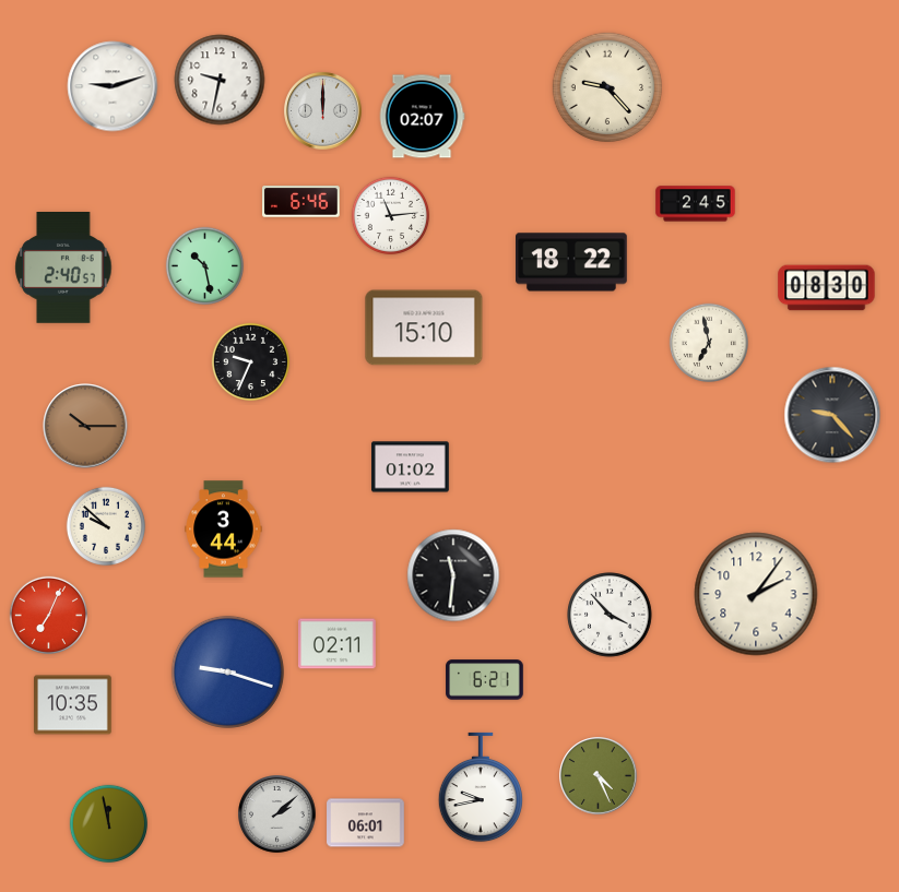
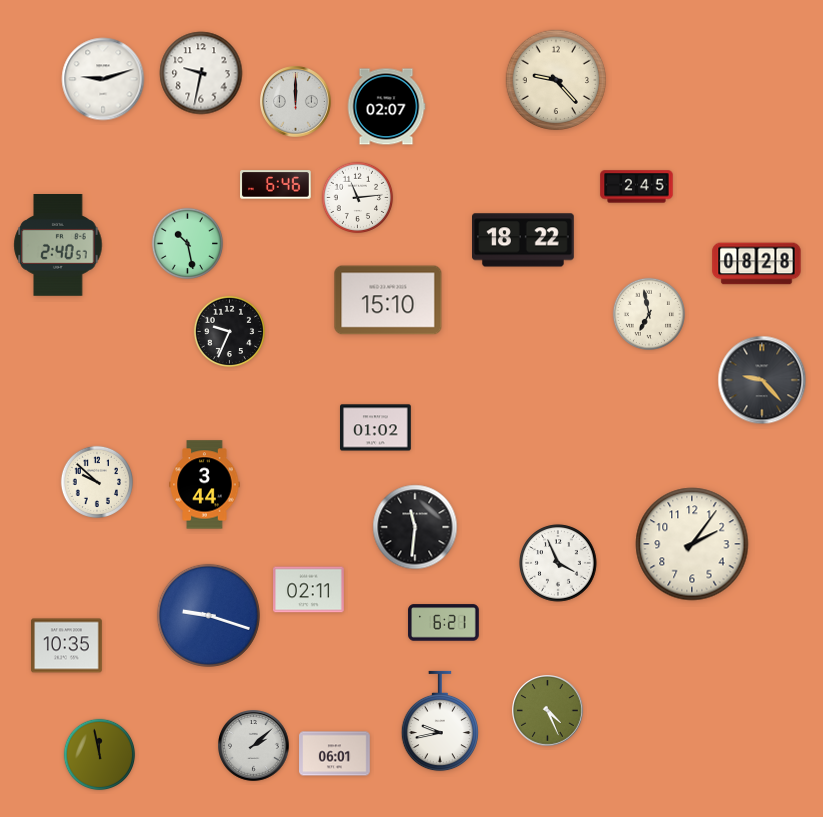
clock at (827, 288): 08:30 -> 08:28
clock at (85, 426): 10:15 -> none
clock at (610, 615): 3:53 -> 3:56
clock at (49, 616): 7:04 -> none
